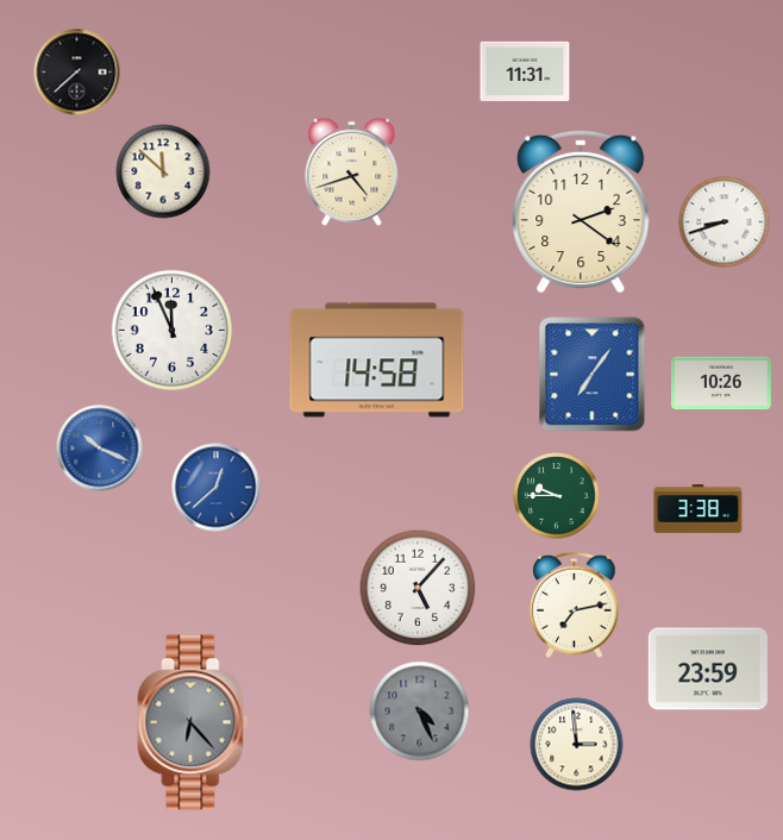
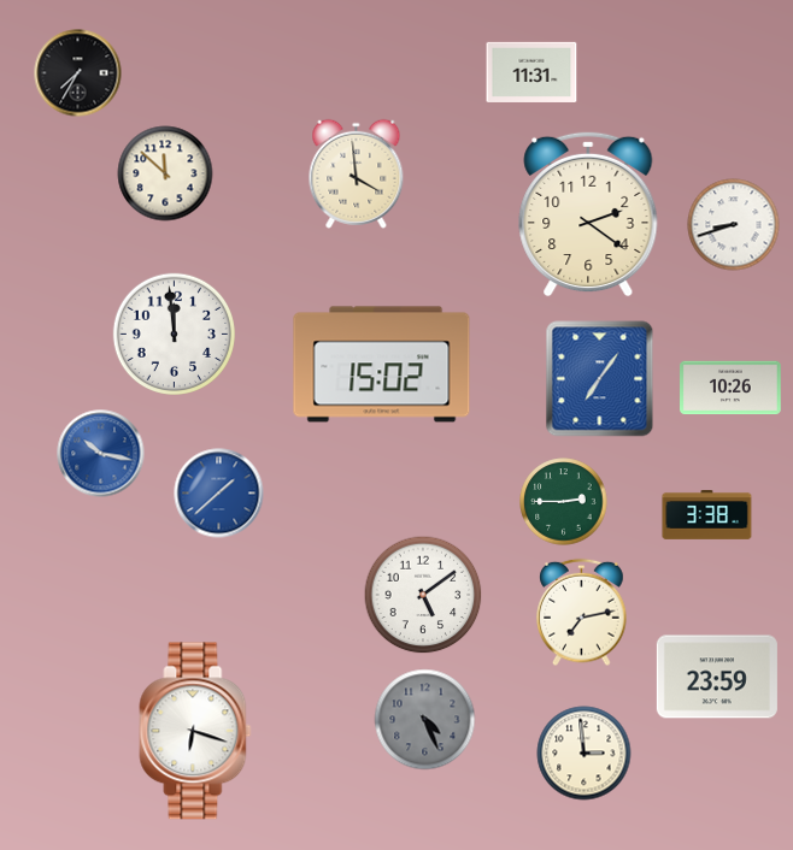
clock at (77, 73): 7:38 -> 7:35
clock at (352, 171): 4:42 -> 3:59
clock at (173, 331): 11:56 -> 11:59
clock at (377, 361): 14:58 -> 15:02
clock at (100, 449): 10:19 -> 10:17
clock at (217, 488): 12:38 -> 1:38
clock at (557, 496): 9:45 -> 2:45
clock at (418, 588): 5:07 -> 5:09
clock at (193, 722): 6:23 -> 6:18
clock at (193, 722) dial: grey -> white
